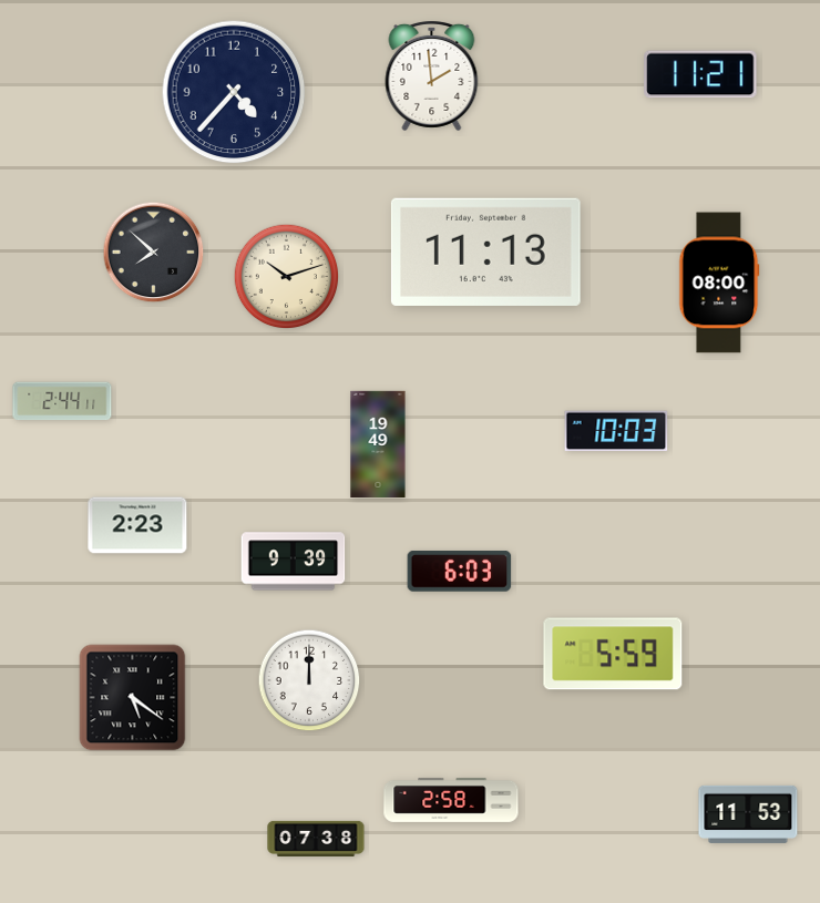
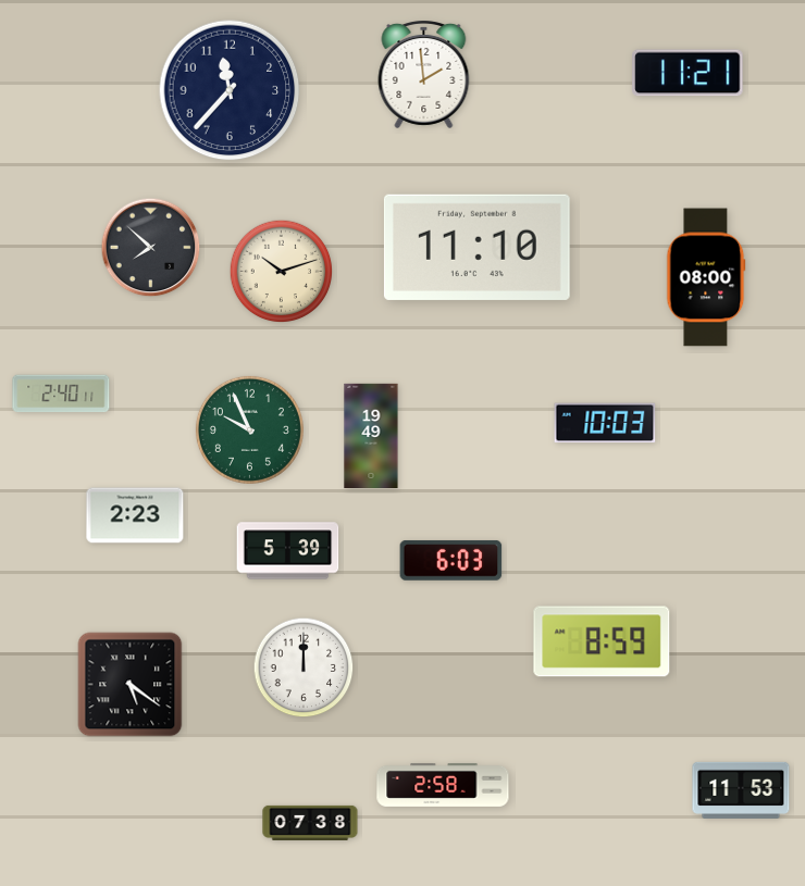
clock at (234, 92): 4:37 -> 11:37
clock at (485, 252): 11:13 -> 11:10
clock at (62, 401): 2:44 -> 2:40
clock at (249, 429): none -> 9:56
clock at (294, 562): 9:39 -> 5:39
clock at (613, 654): 5:59 -> 8:59
clock at (748, 814) position: (748, 814) -> (741, 790)
